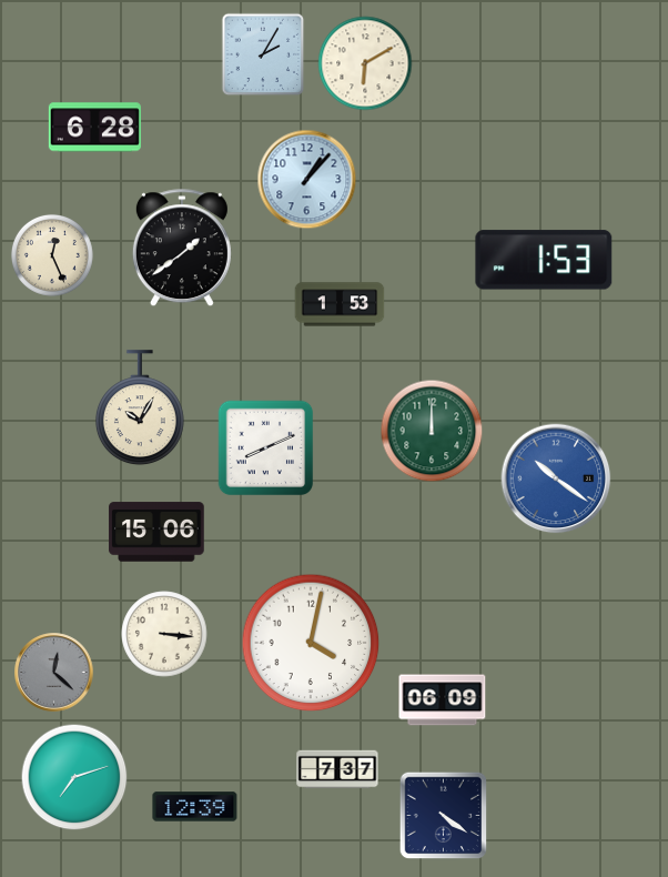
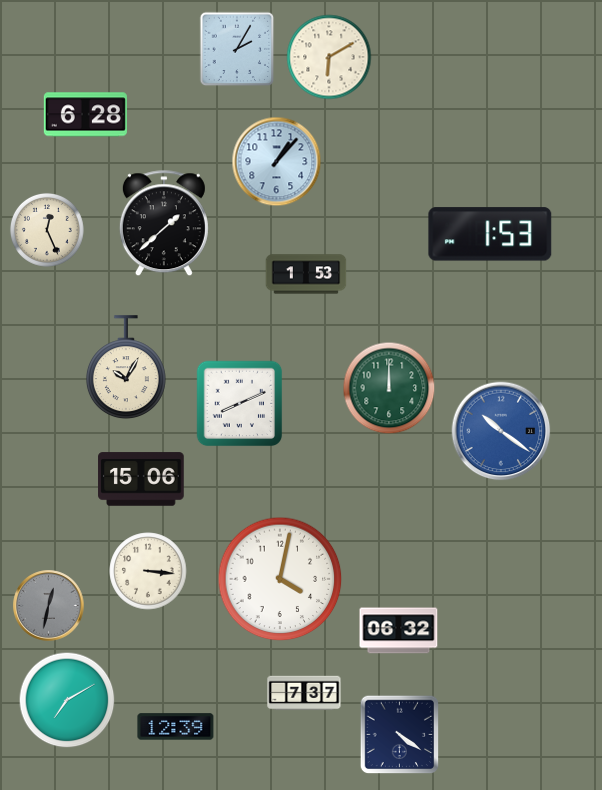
clock at (182, 249): 1:39 -> 1:38
clock at (54, 673): 12:22 -> 12:32
clock at (443, 700): 06:09 -> 06:32
clock at (74, 777): 7:12 -> 7:10
